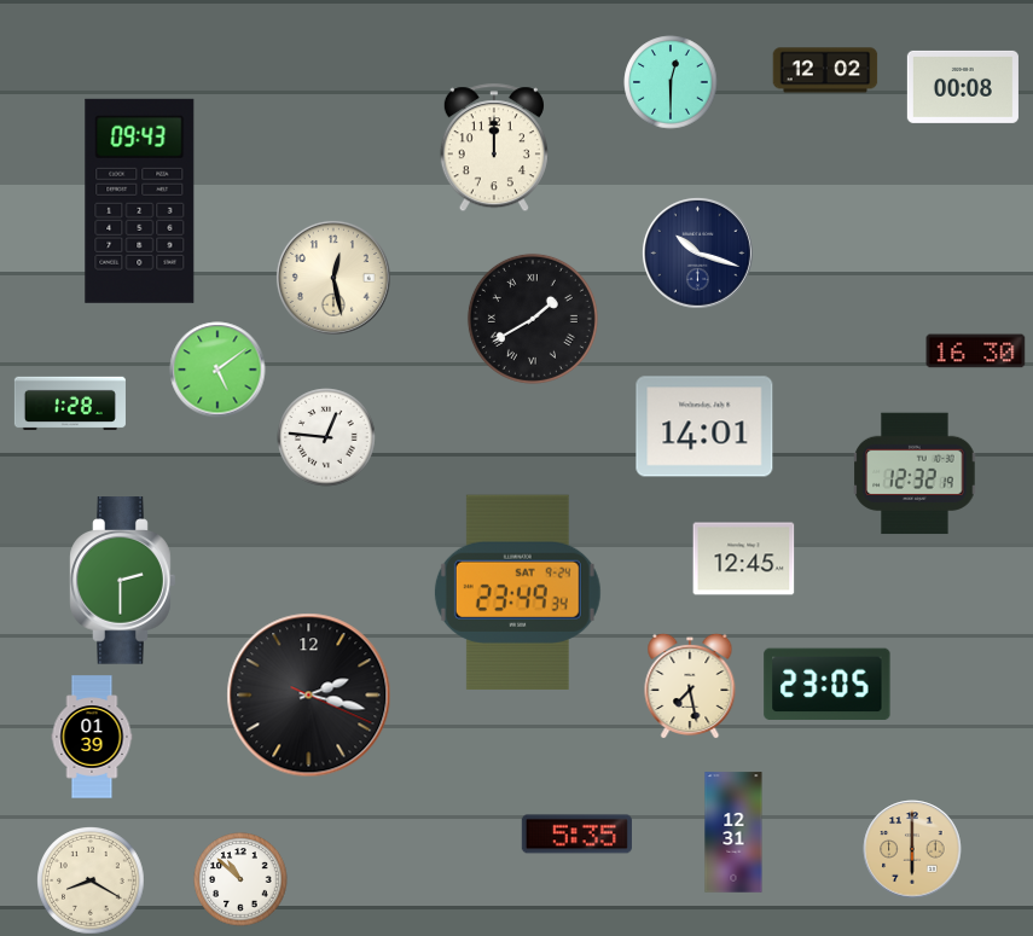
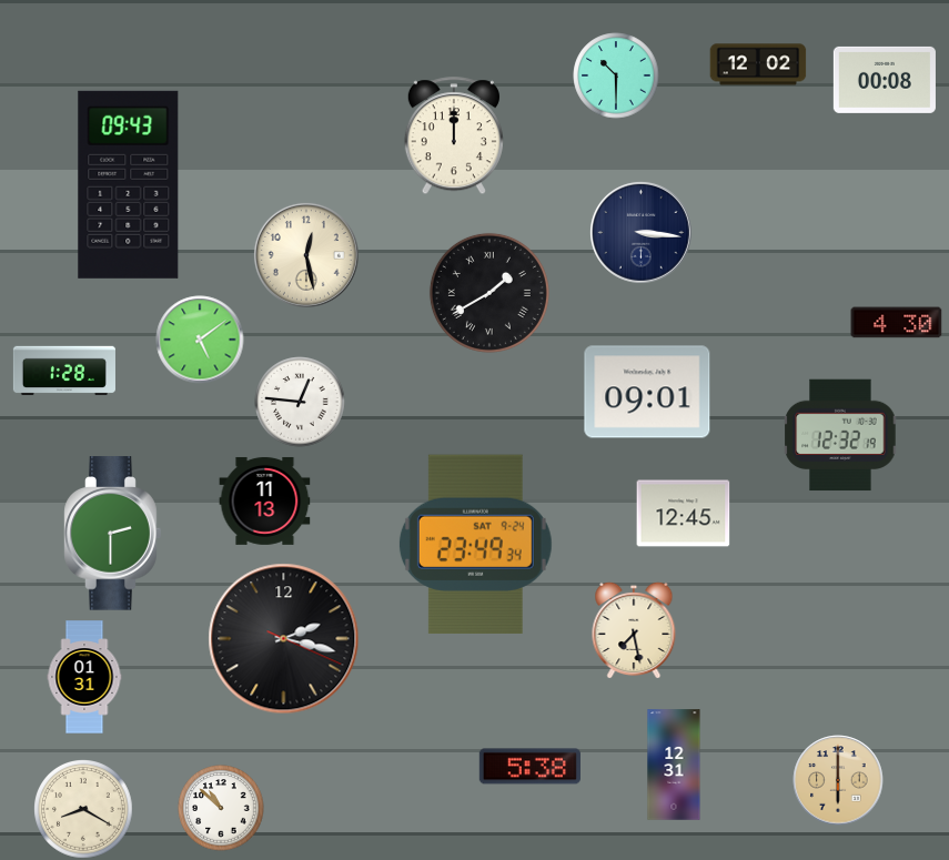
clock at (671, 82): 12:30 -> 10:30
clock at (697, 252): 10:18 -> 3:16
clock at (976, 351): 16:30 -> 4:30
clock at (704, 426): 14:01 -> 09:01
clock at (265, 500): none -> 11:13
clock at (828, 685): 23:05 -> none
clock at (92, 737): 01:39 -> 01:31
clock at (576, 835): 5:35 -> 5:38
